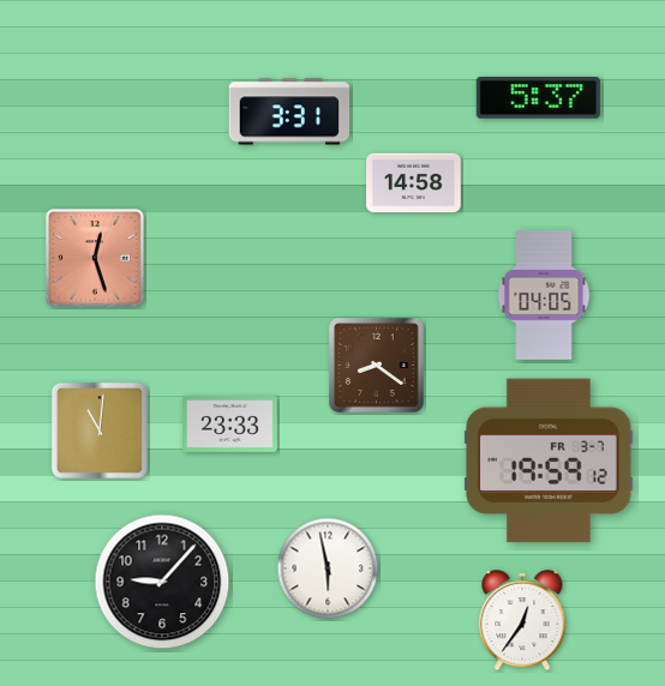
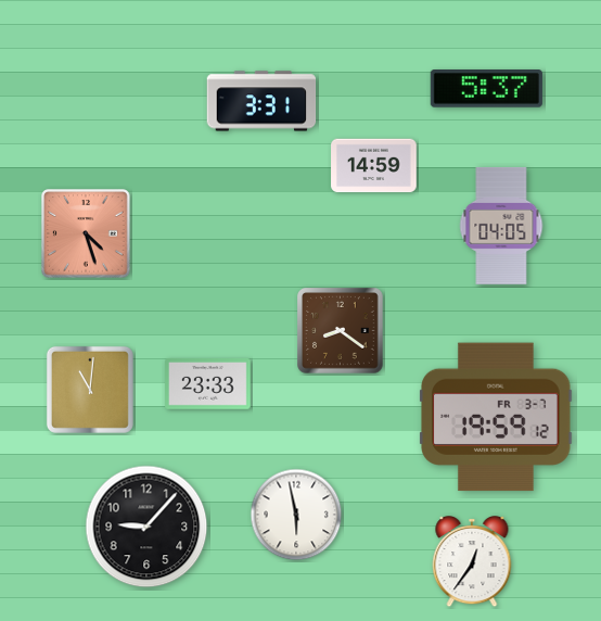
clock at (414, 183): 14:58 -> 14:59
clock at (96, 259): 12:27 -> 4:27
clock at (544, 295) position: (544, 295) -> (501, 226)
